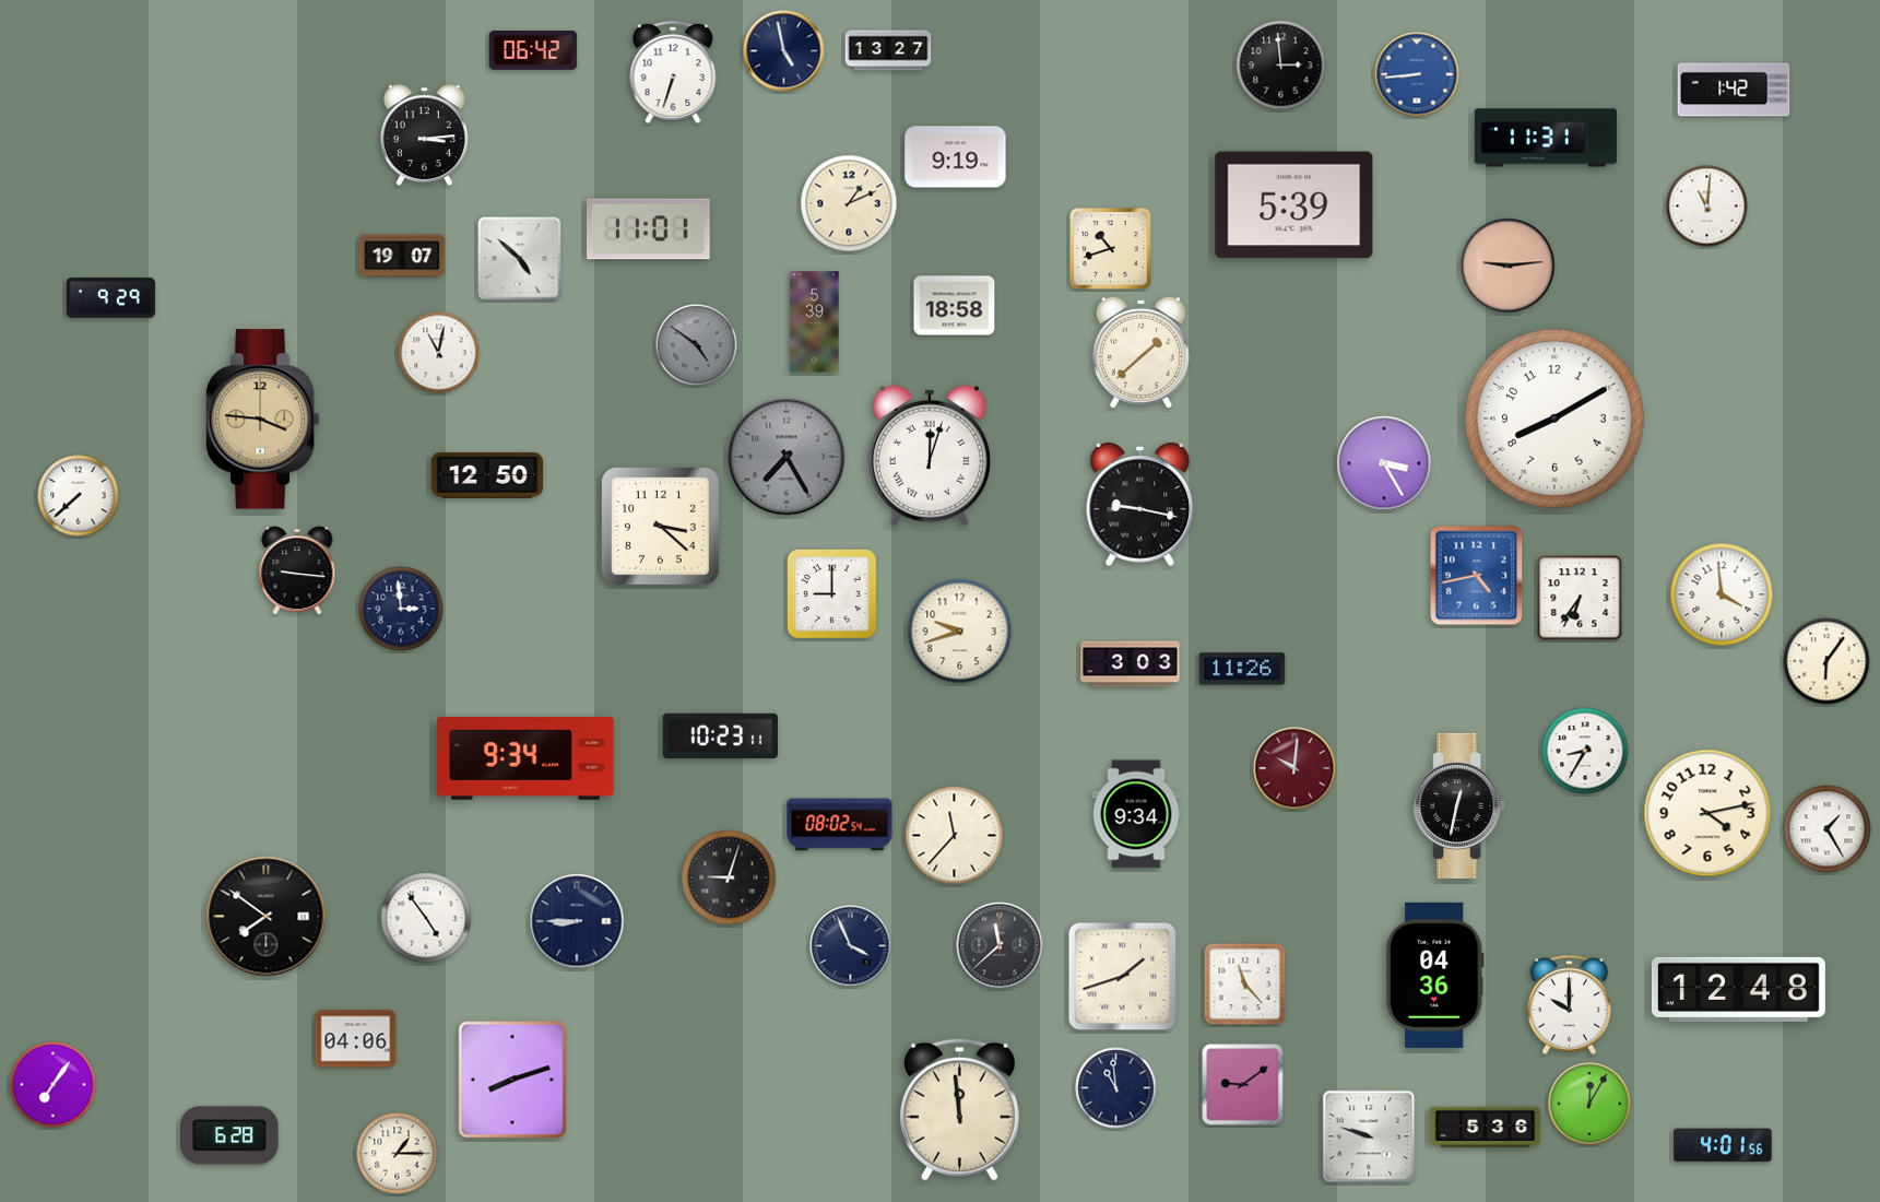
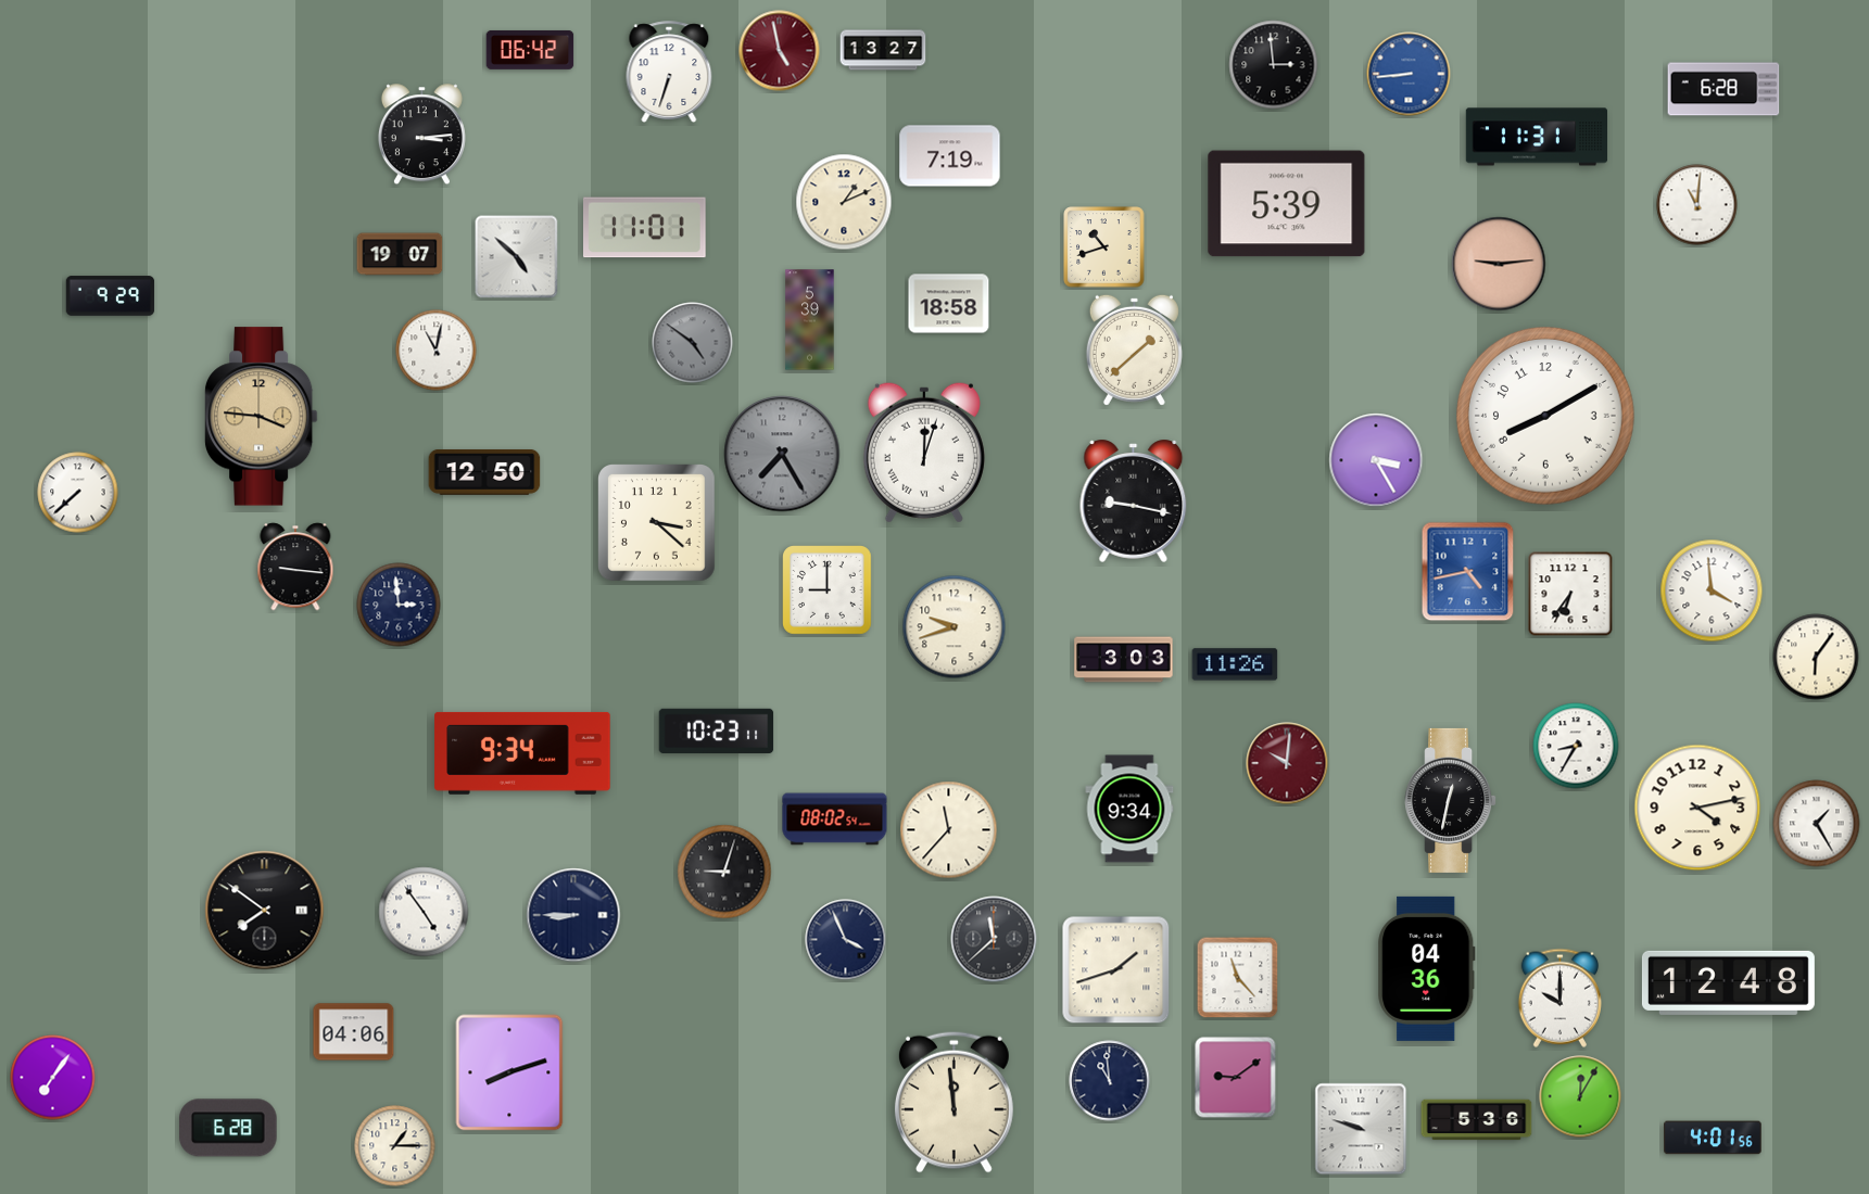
clock at (784, 51) dial: navy -> burgundy
clock at (1734, 90): 1:42 -> 6:28
clock at (956, 157): 9:19 -> 7:19
